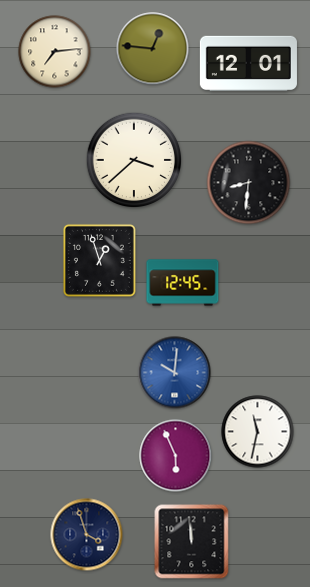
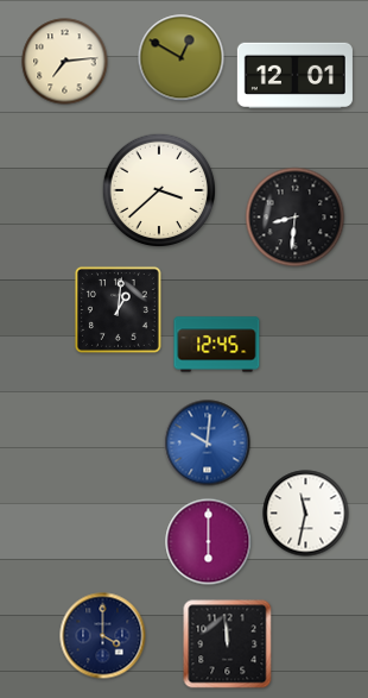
clock at (153, 49): 12:46 -> 12:50
clock at (99, 260): 12:57 -> 1:01
clock at (183, 283) position: (183, 283) -> (217, 345)
clock at (176, 456): 5:56 -> 6:00
clock at (87, 535): 3:57 -> 4:00
